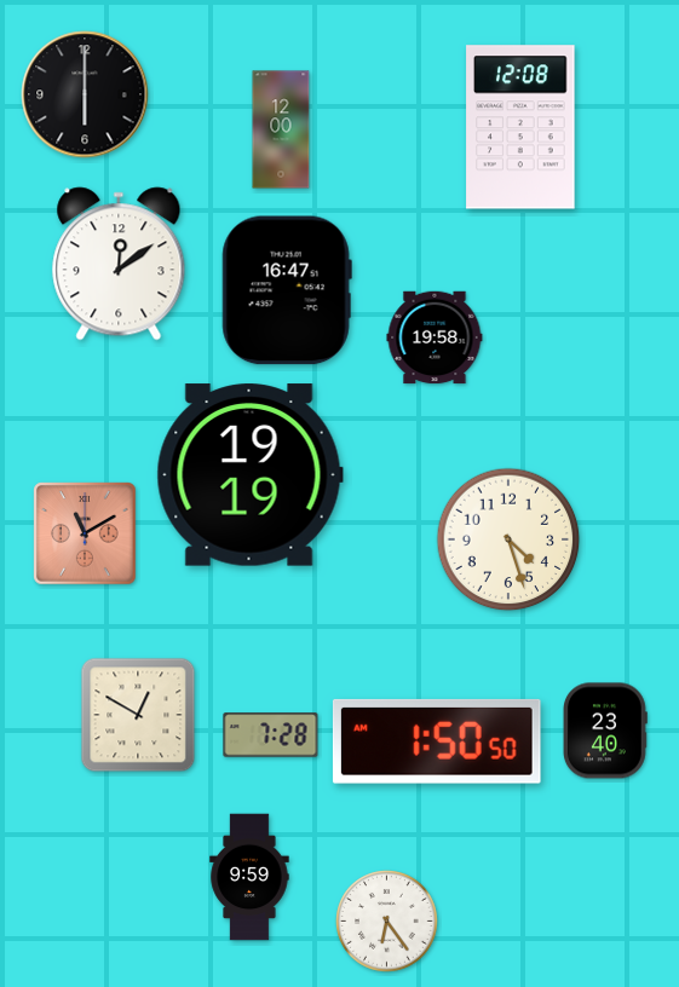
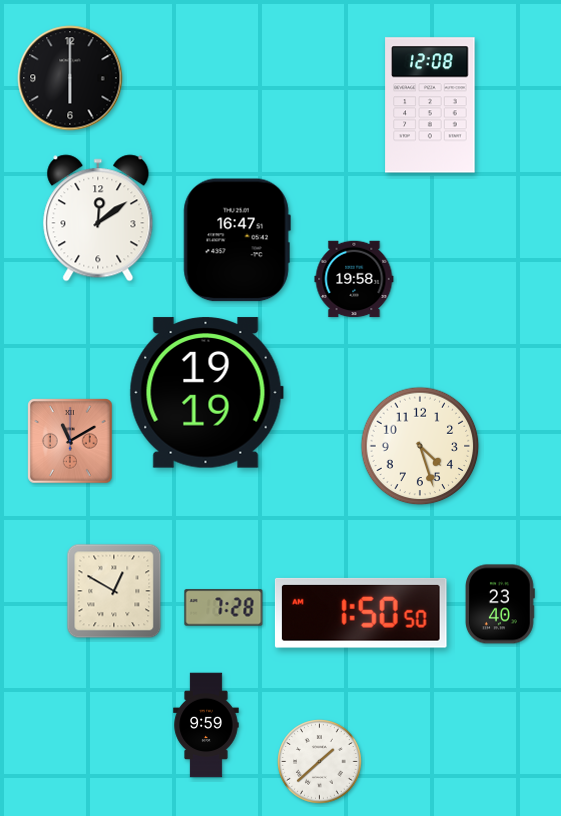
clock at (281, 129): 12:00 -> none
clock at (435, 337) position: (435, 337) -> (354, 279)
clock at (387, 922): 6:24 -> 1:38
